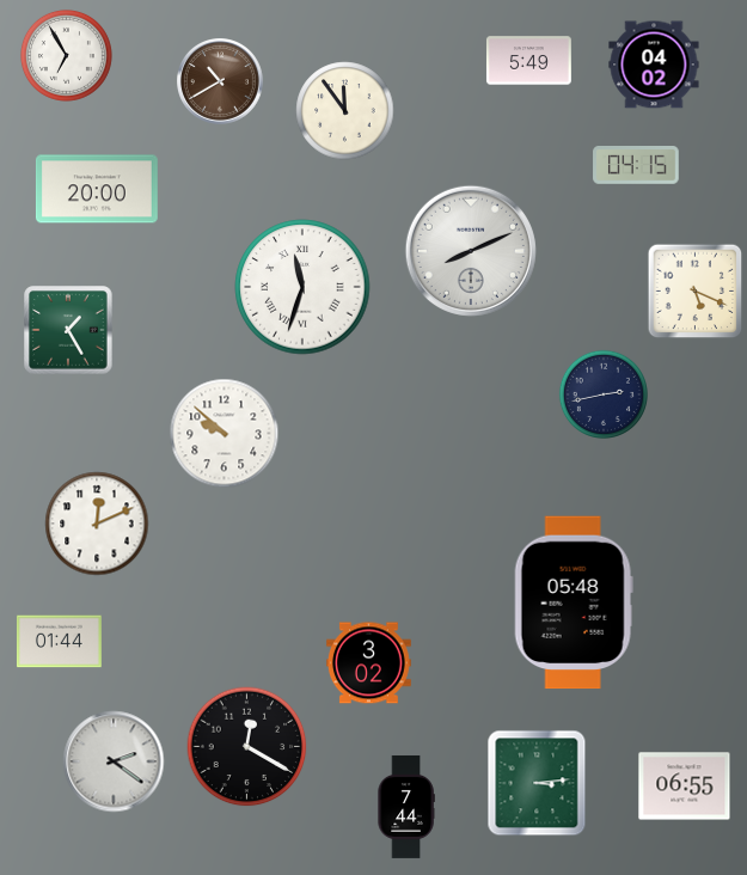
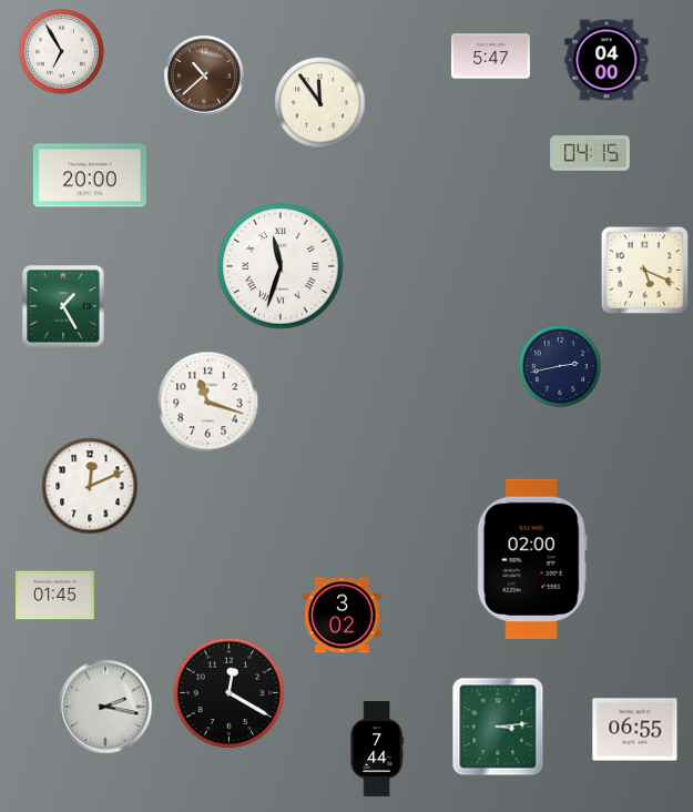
clock at (528, 61): 5:49 -> 5:47
clock at (654, 65): 04:02 -> 04:00
clock at (221, 82): 10:40 -> 10:38
clock at (471, 251): 8:11 -> none
clock at (225, 434): 9:52 -> 11:18
clock at (574, 602): 05:48 -> 02:00
clock at (59, 642): 01:44 -> 01:45
clock at (114, 761): 2:21 -> 2:17
